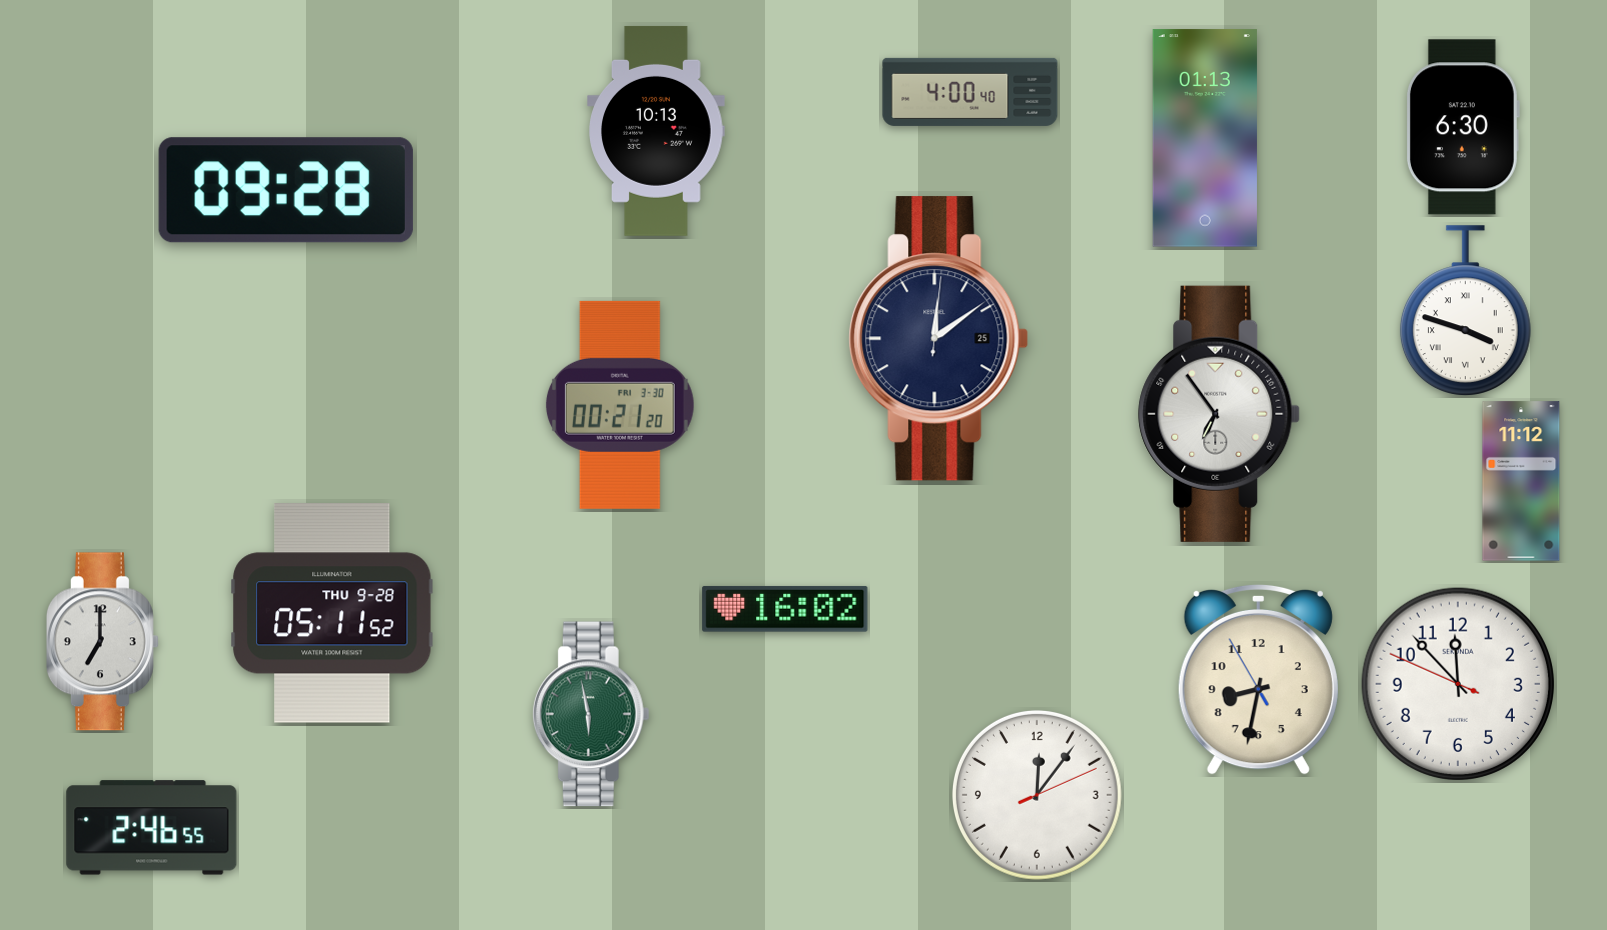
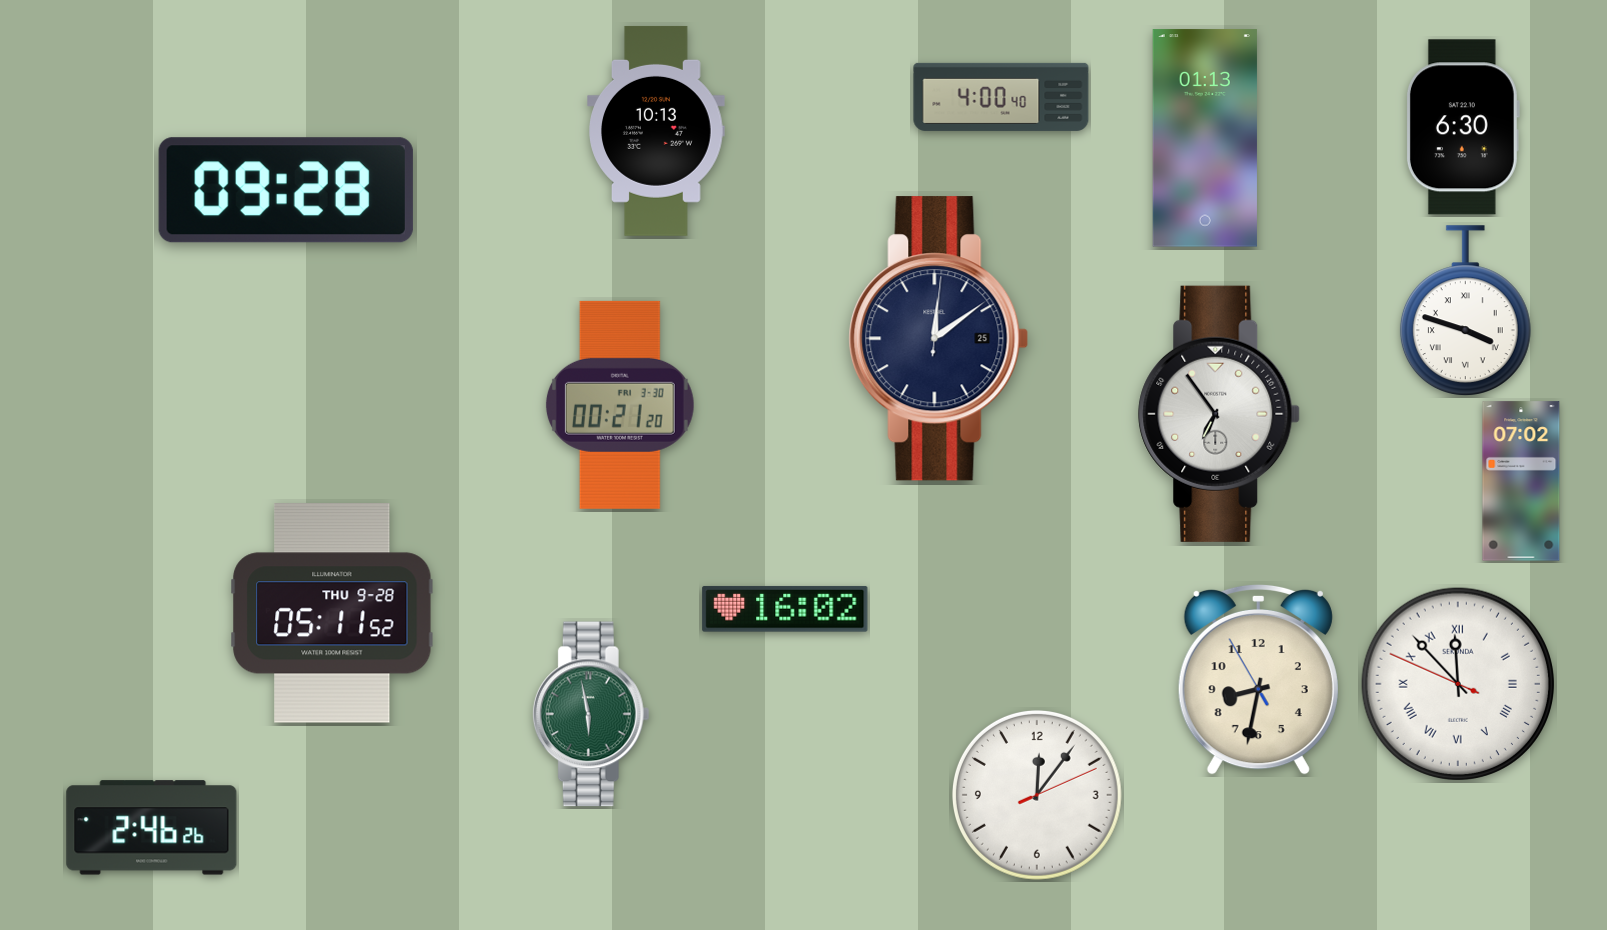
clock at (970, 92) position: (970, 92) -> (1001, 97)
clock at (1521, 481): 11:12 -> 07:02
clock at (102, 642): 7:00 -> none
clock at (1458, 684) numerals: Arabic -> Roman
clock at (152, 828): 2:46:55 -> 2:46:26
